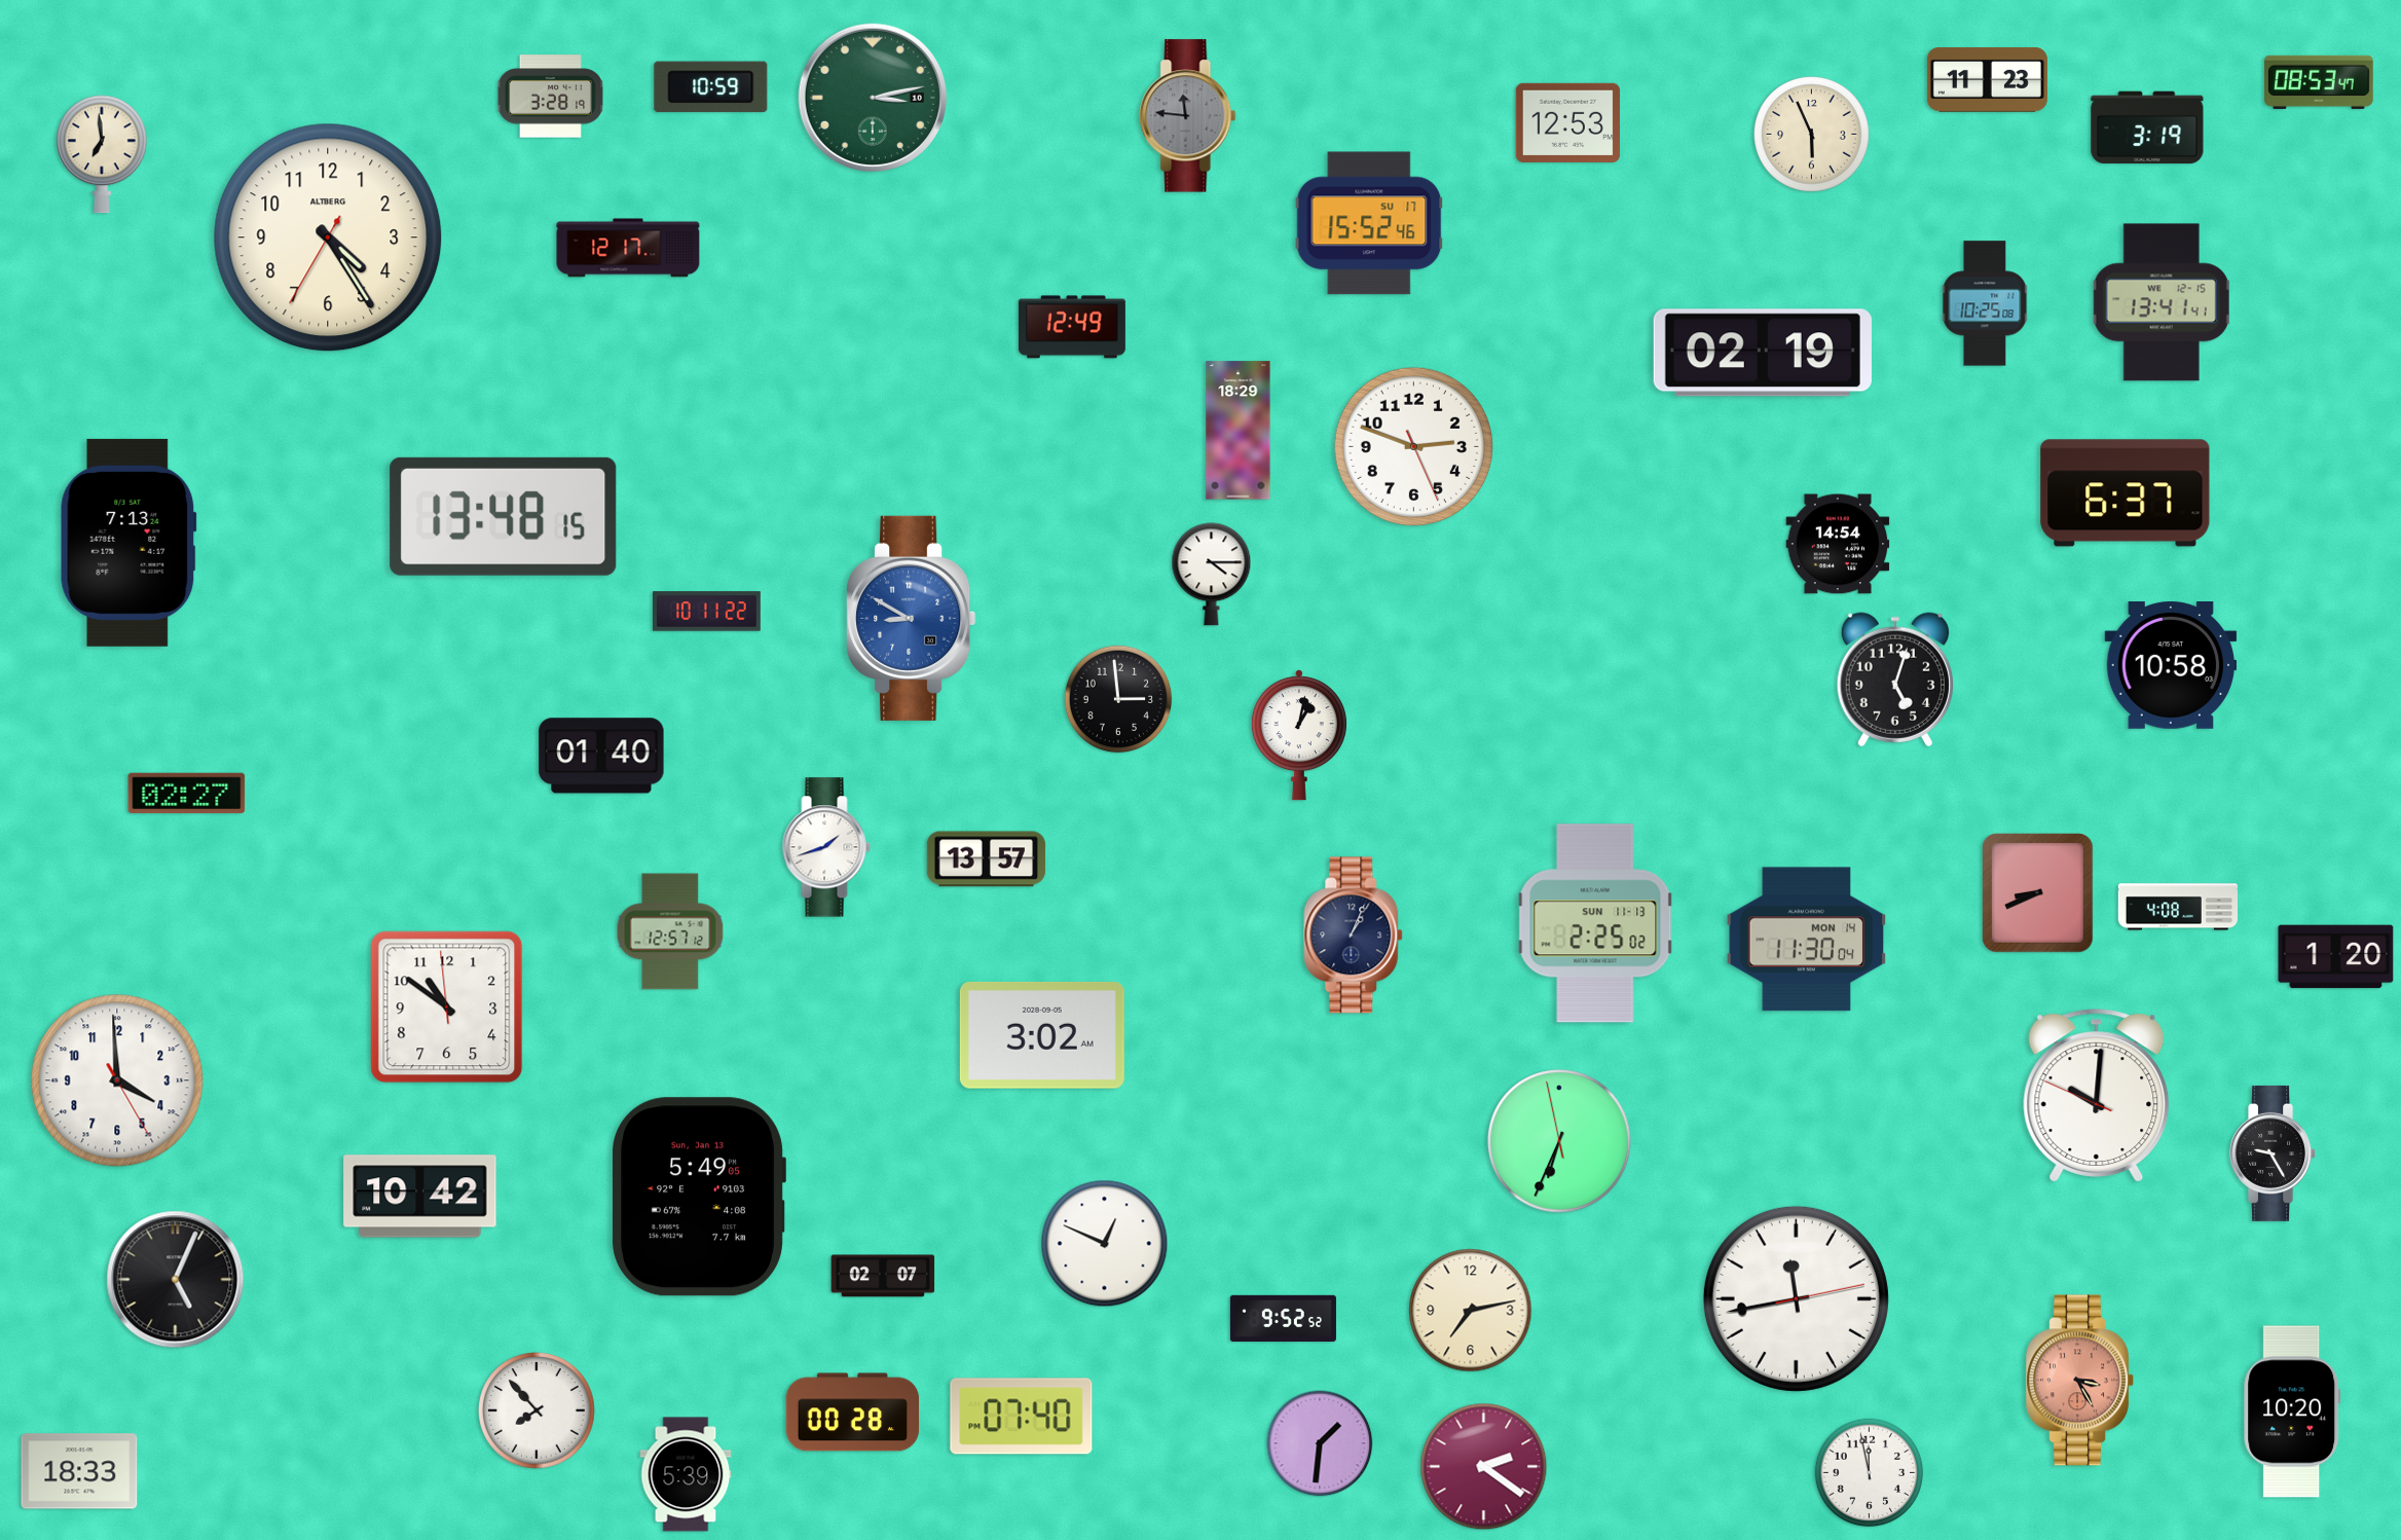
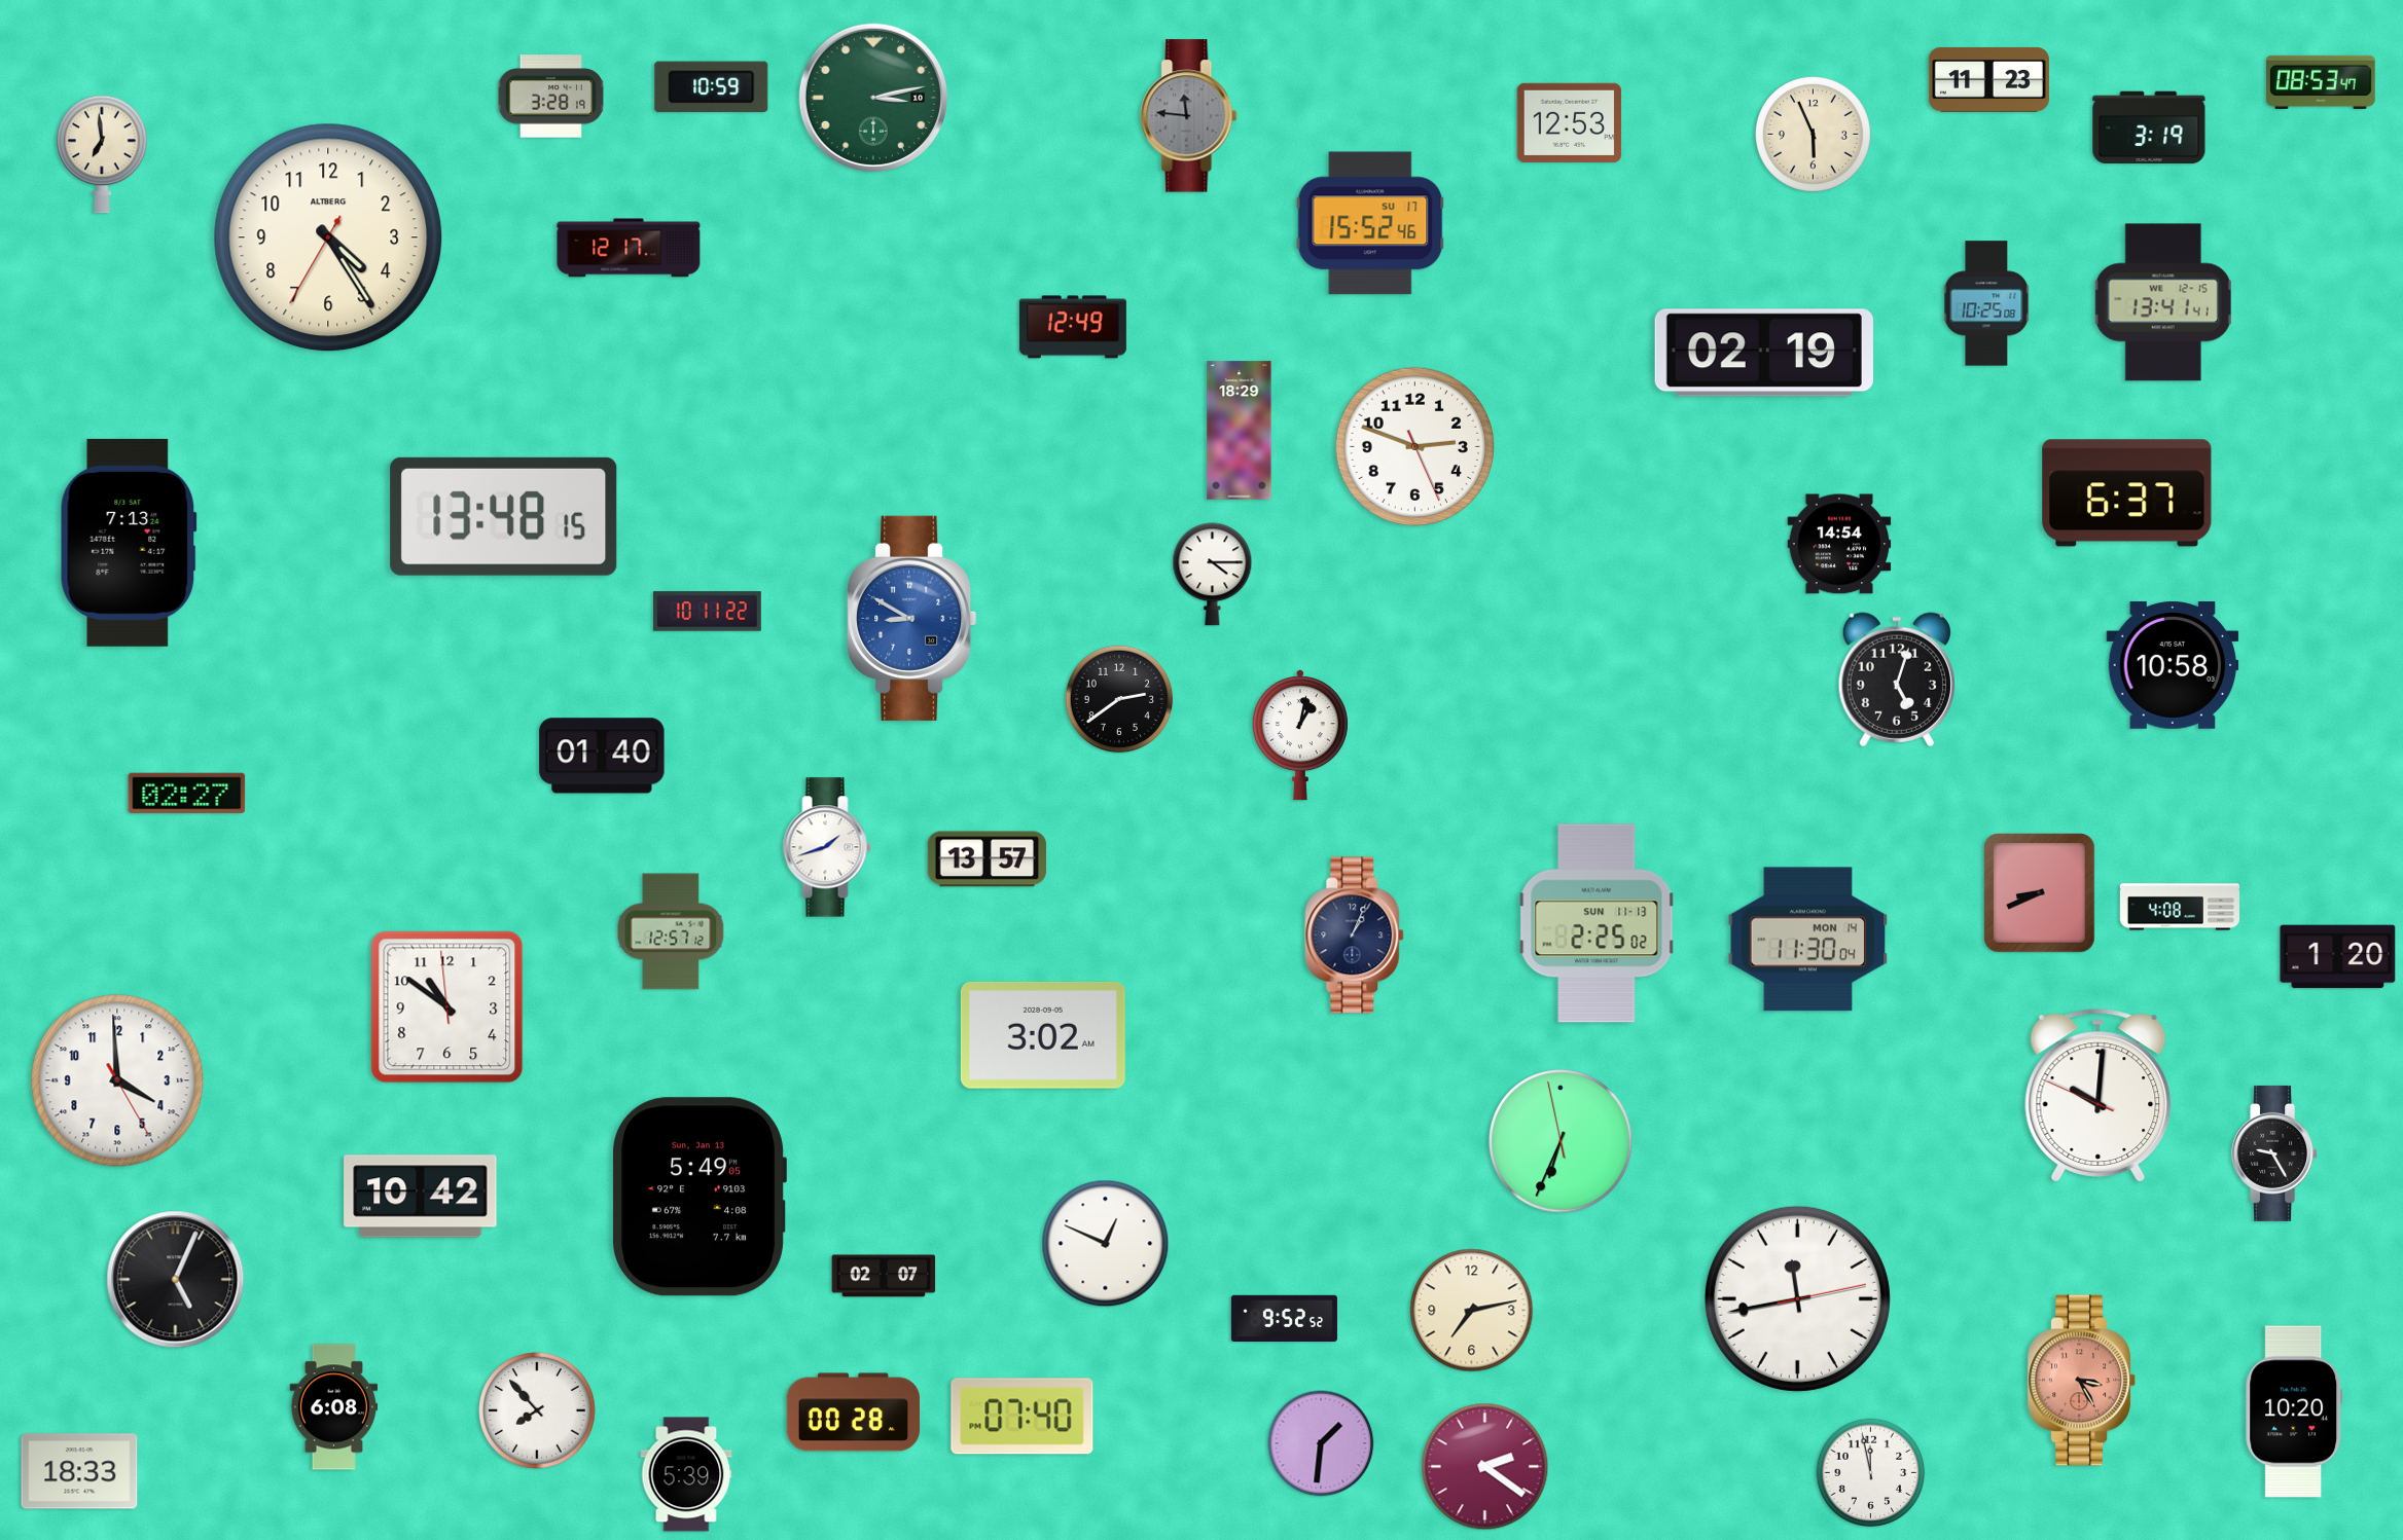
clock at (1118, 699): 2:59 -> 2:39
clock at (334, 1407): none -> 6:08
